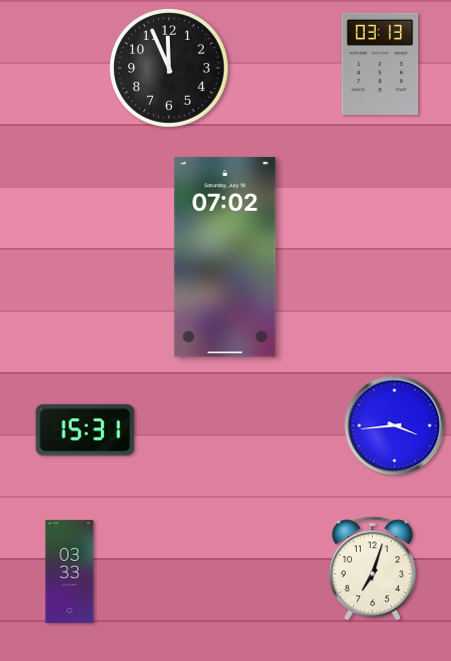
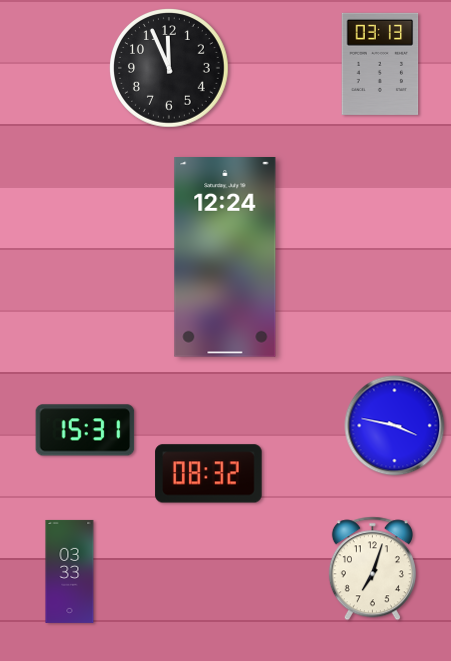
clock at (225, 258): 07:02 -> 12:24
clock at (395, 426): 3:44 -> 3:47
clock at (209, 474): none -> 08:32
